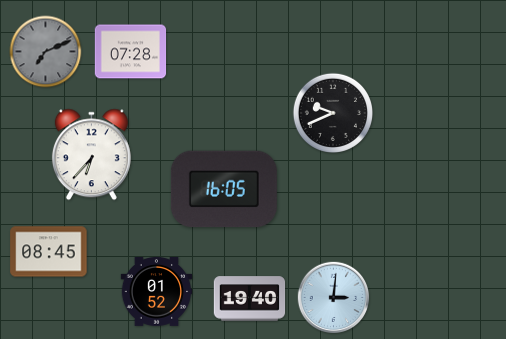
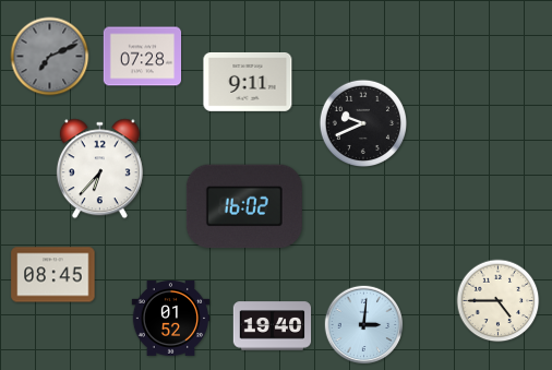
clock at (248, 82): none -> 9:11
clock at (224, 189): 16:05 -> 16:02
clock at (499, 301): none -> 4:45
